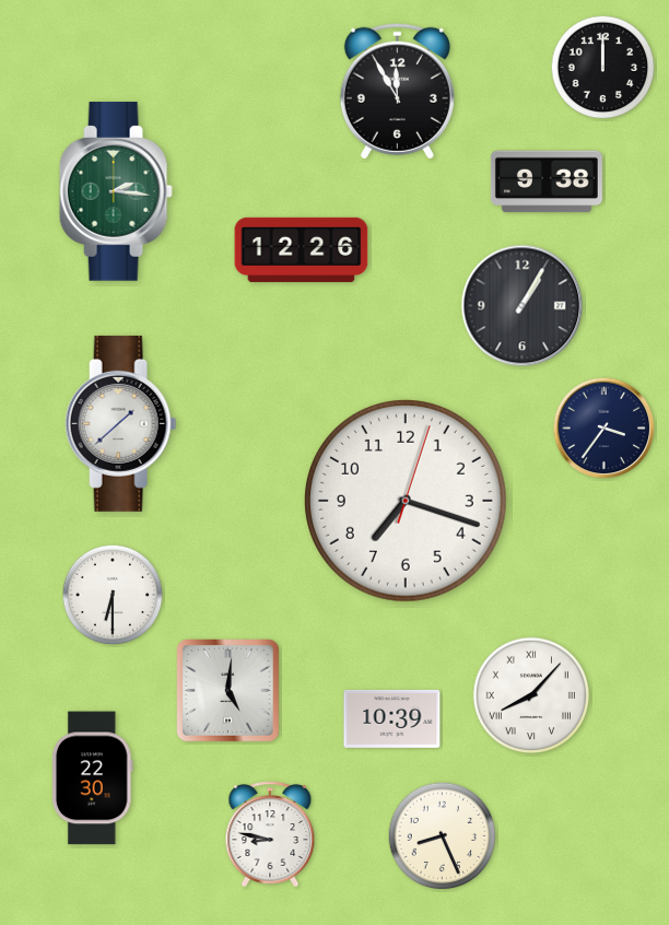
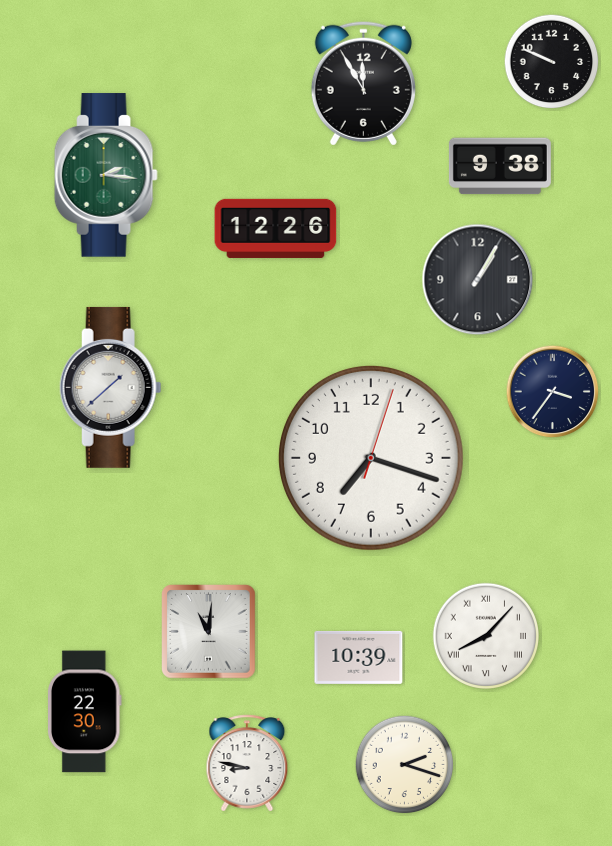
clock at (603, 68): 12:00 -> 9:49
clock at (113, 595): 6:30 -> none
clock at (228, 691): 5:01 -> 11:01
clock at (443, 836): 8:26 -> 2:18
